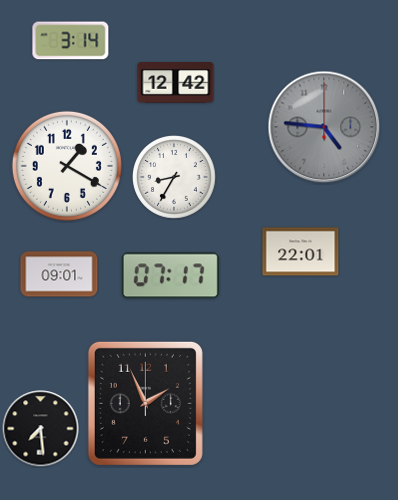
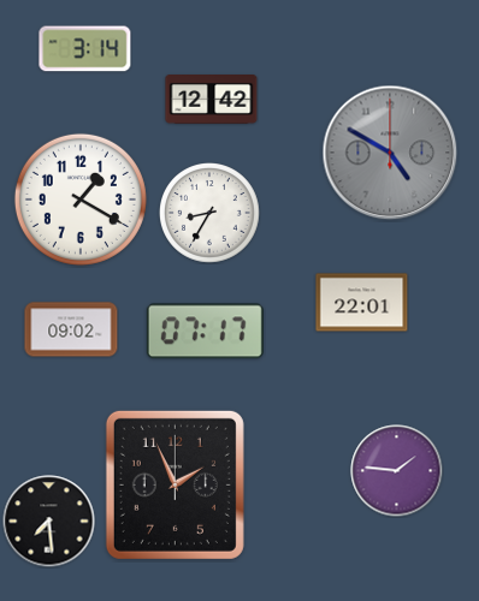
clock at (324, 127): 4:46 -> 4:50
clock at (59, 274): 09:01 -> 09:02
clock at (397, 471): none -> 1:46
clock at (41, 429) position: (41, 429) -> (49, 522)
